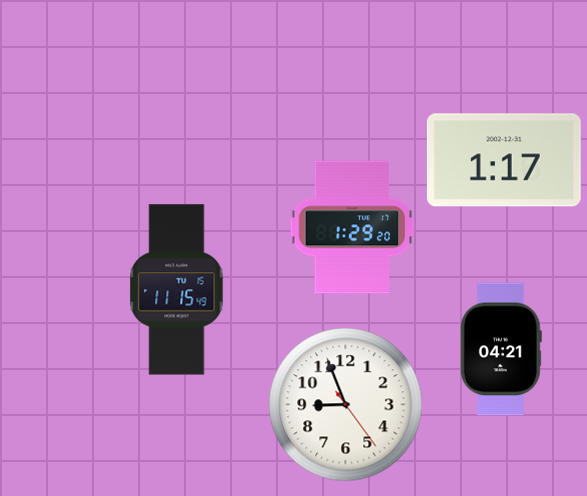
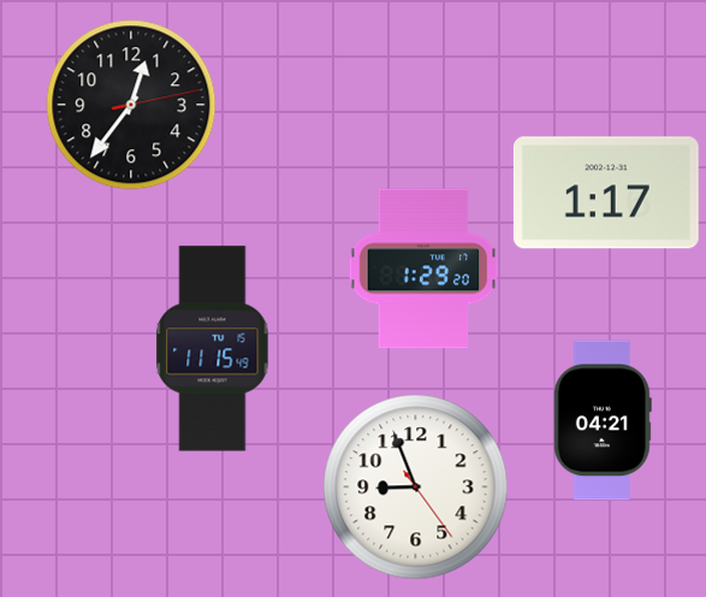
clock at (131, 105): none -> 12:36
clock at (352, 227) position: (352, 227) -> (423, 268)
